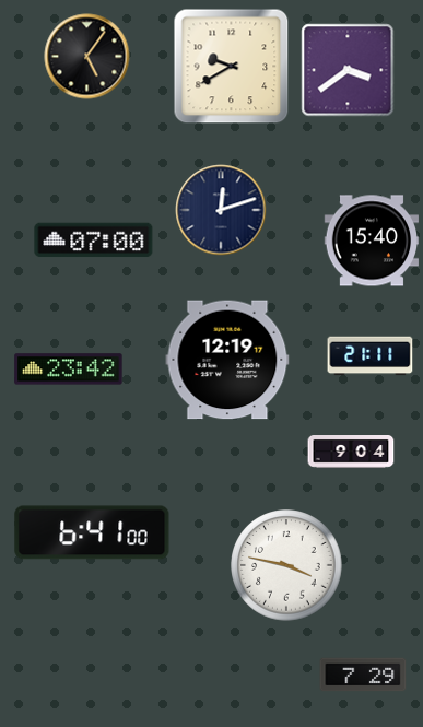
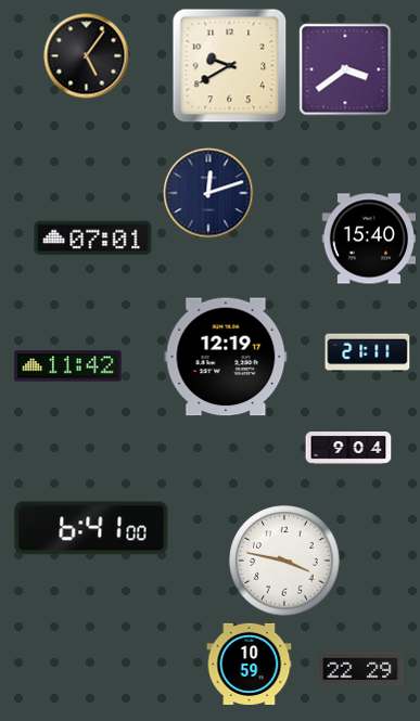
clock at (221, 210) position: (221, 210) -> (208, 193)
clock at (94, 241): 07:00 -> 07:01
clock at (69, 370): 23:42 -> 11:42
clock at (250, 664): none -> 10:59
clock at (363, 675): 7:29 -> 22:29
